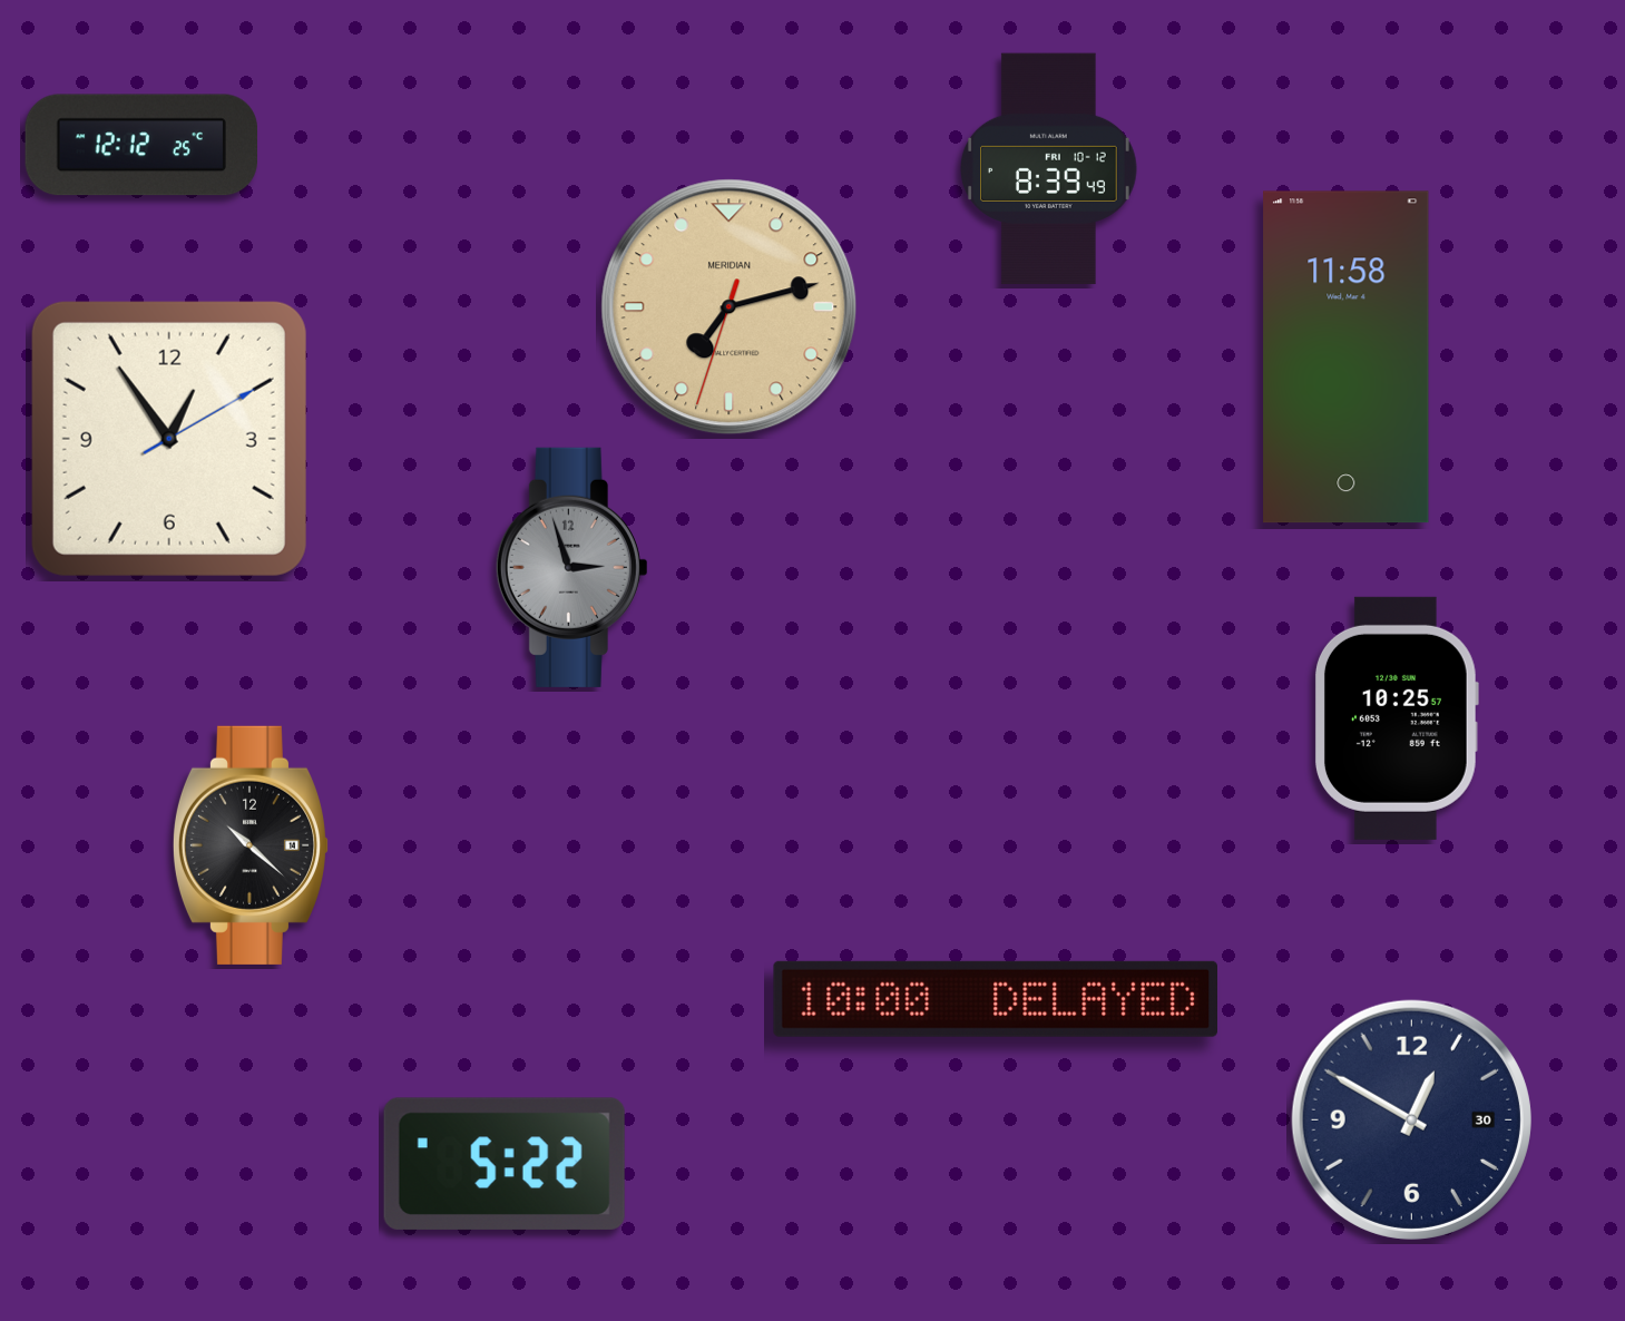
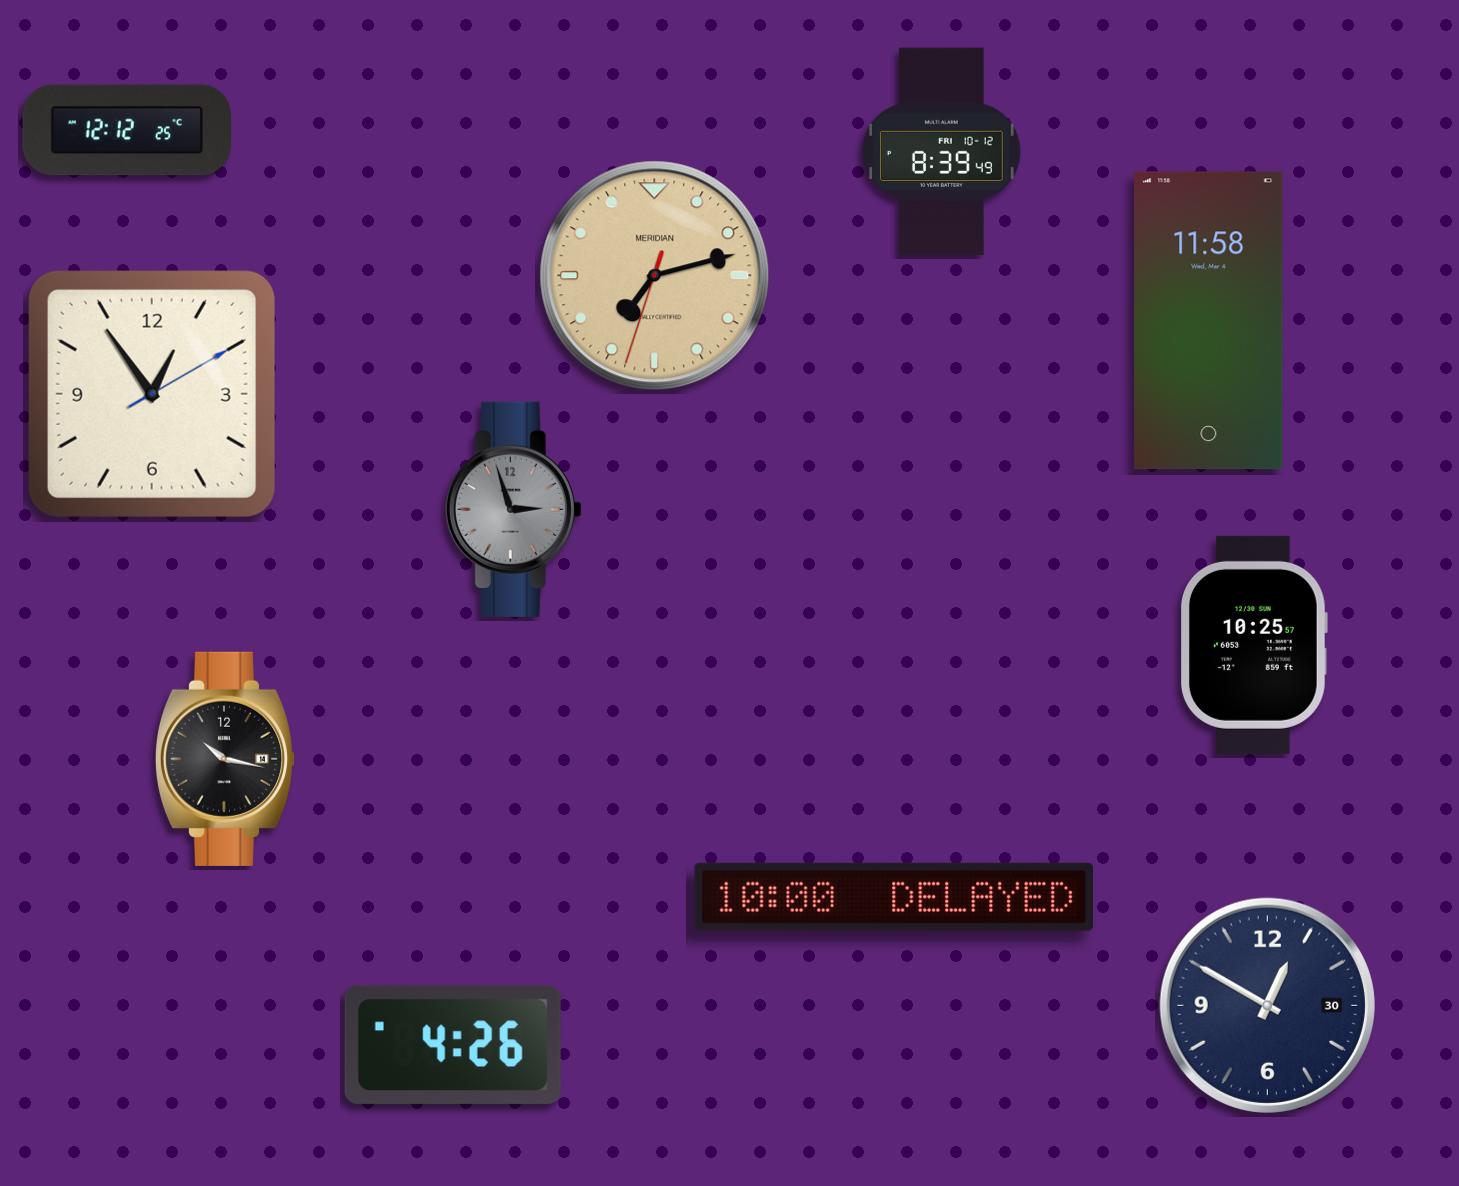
clock at (249, 845): 10:22 -> 10:17
clock at (505, 1164): 5:22 -> 4:26
